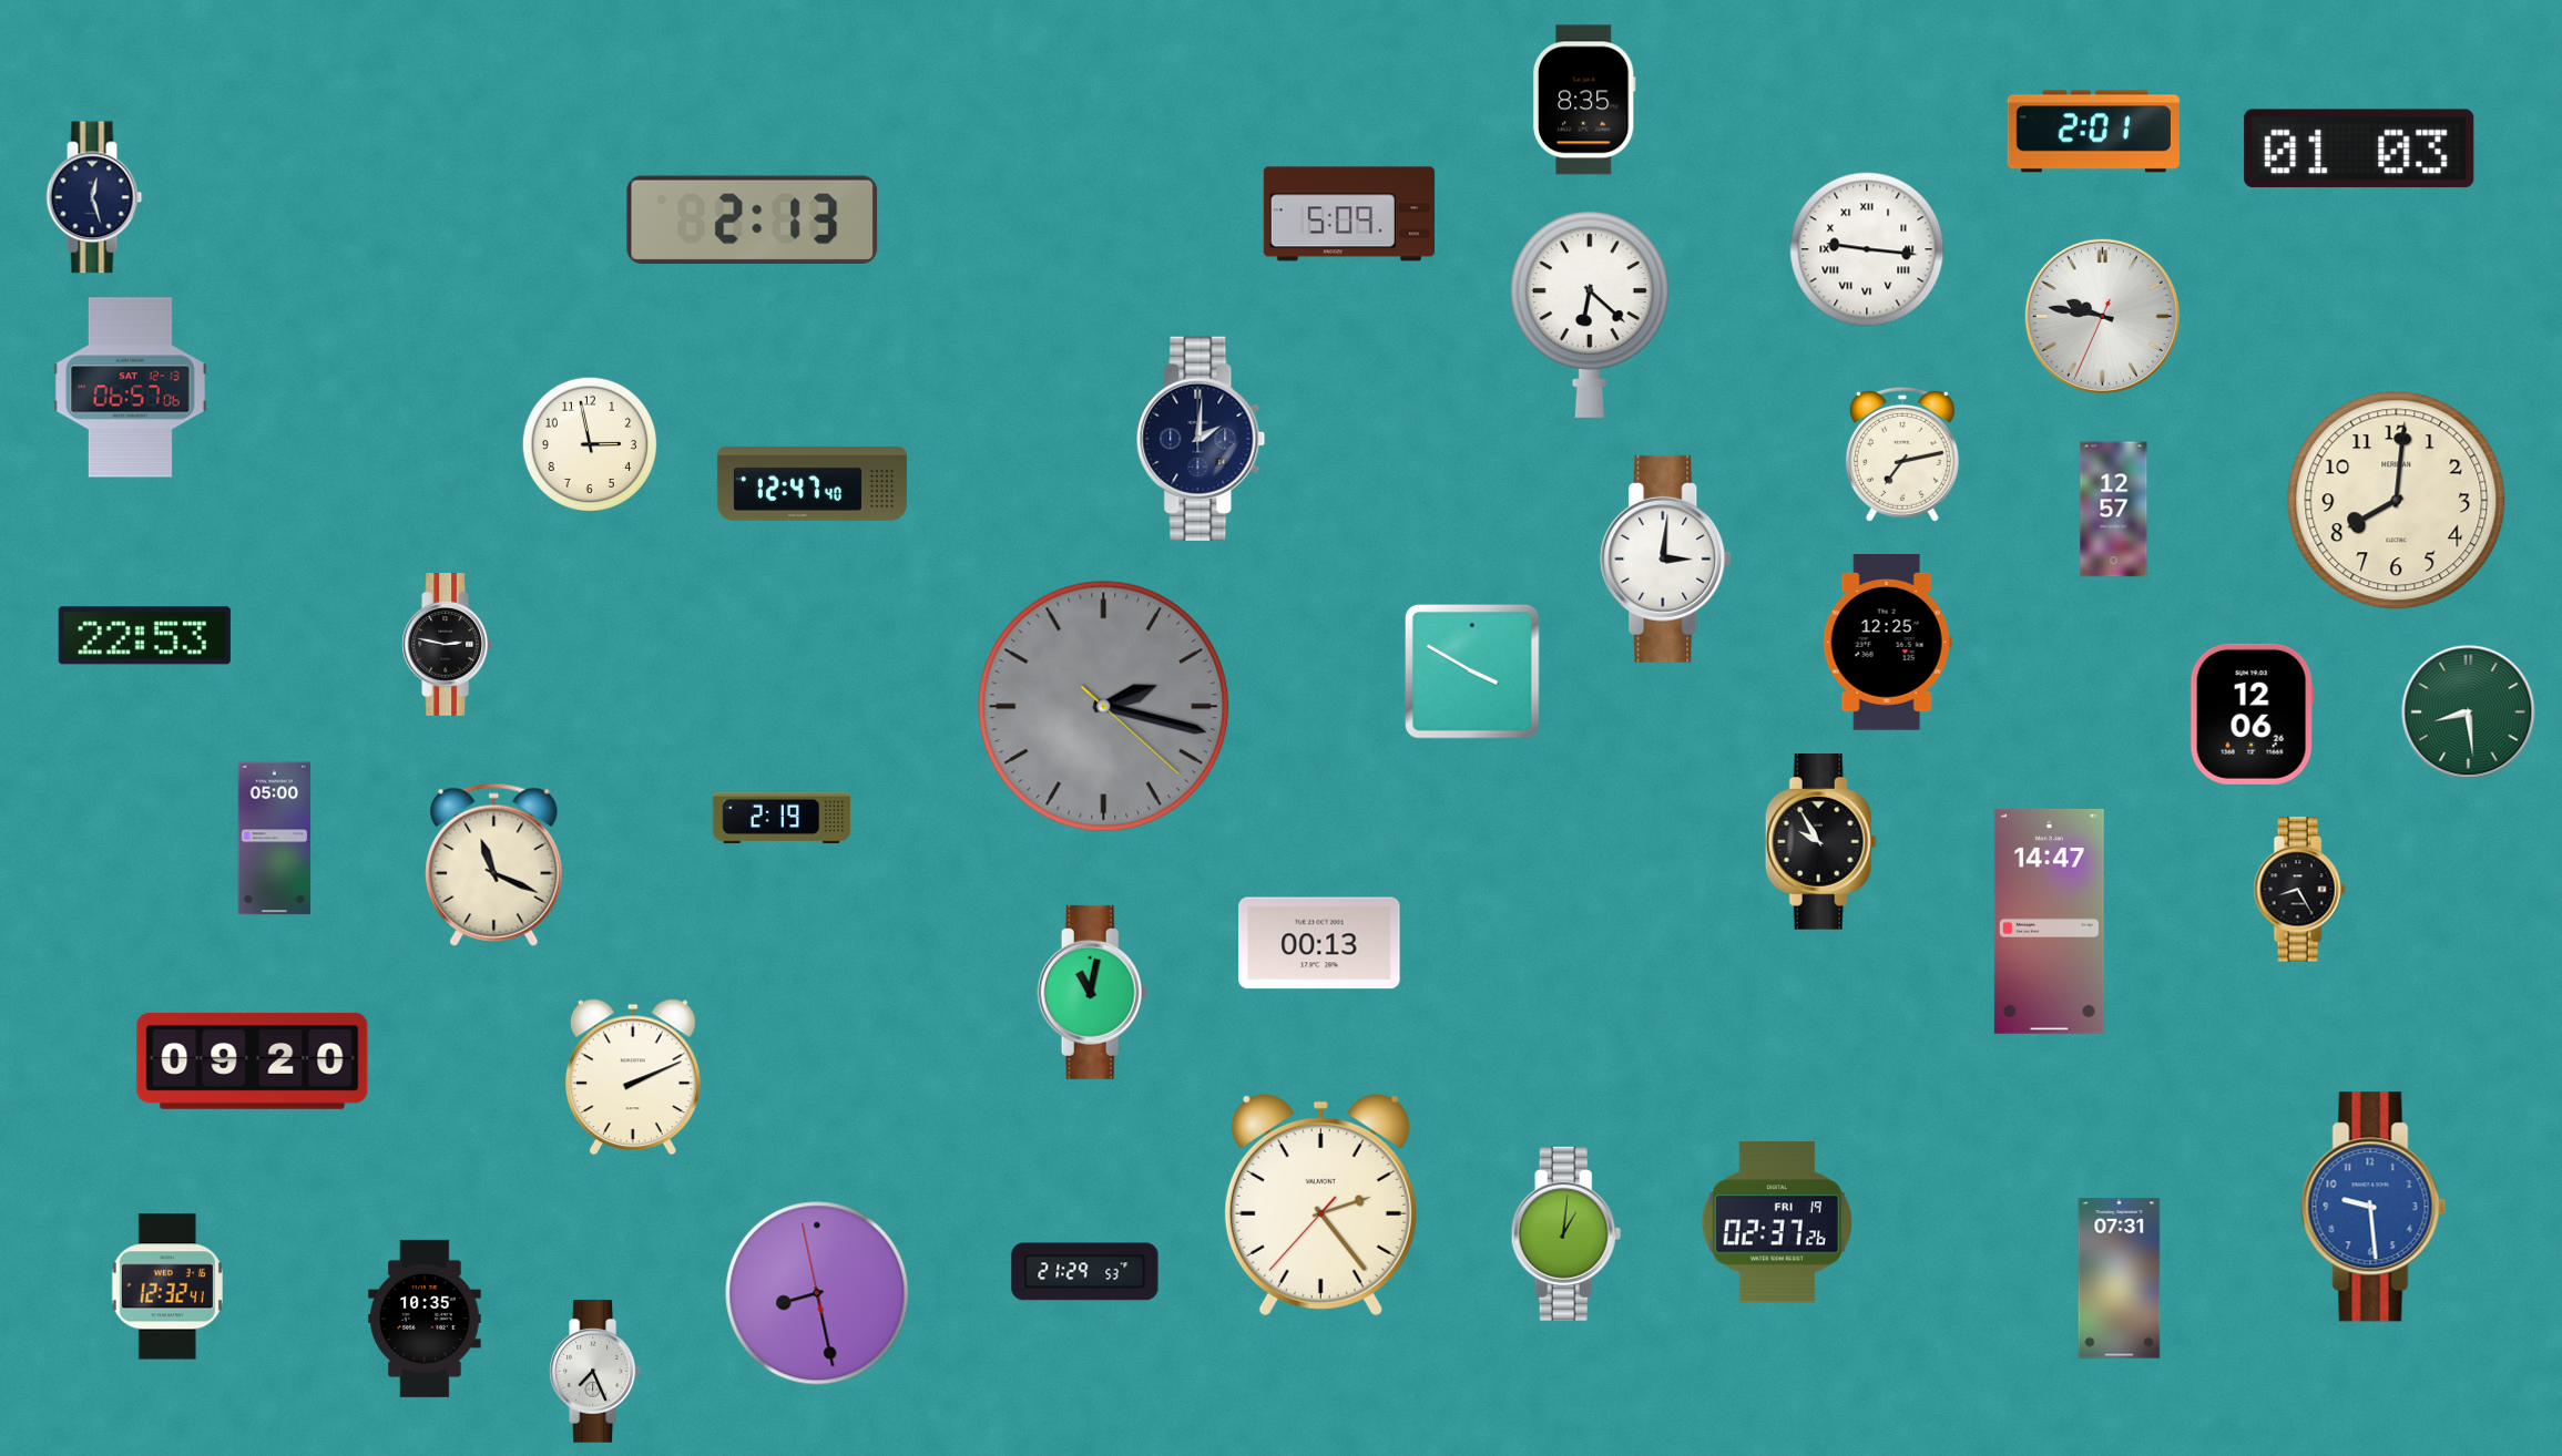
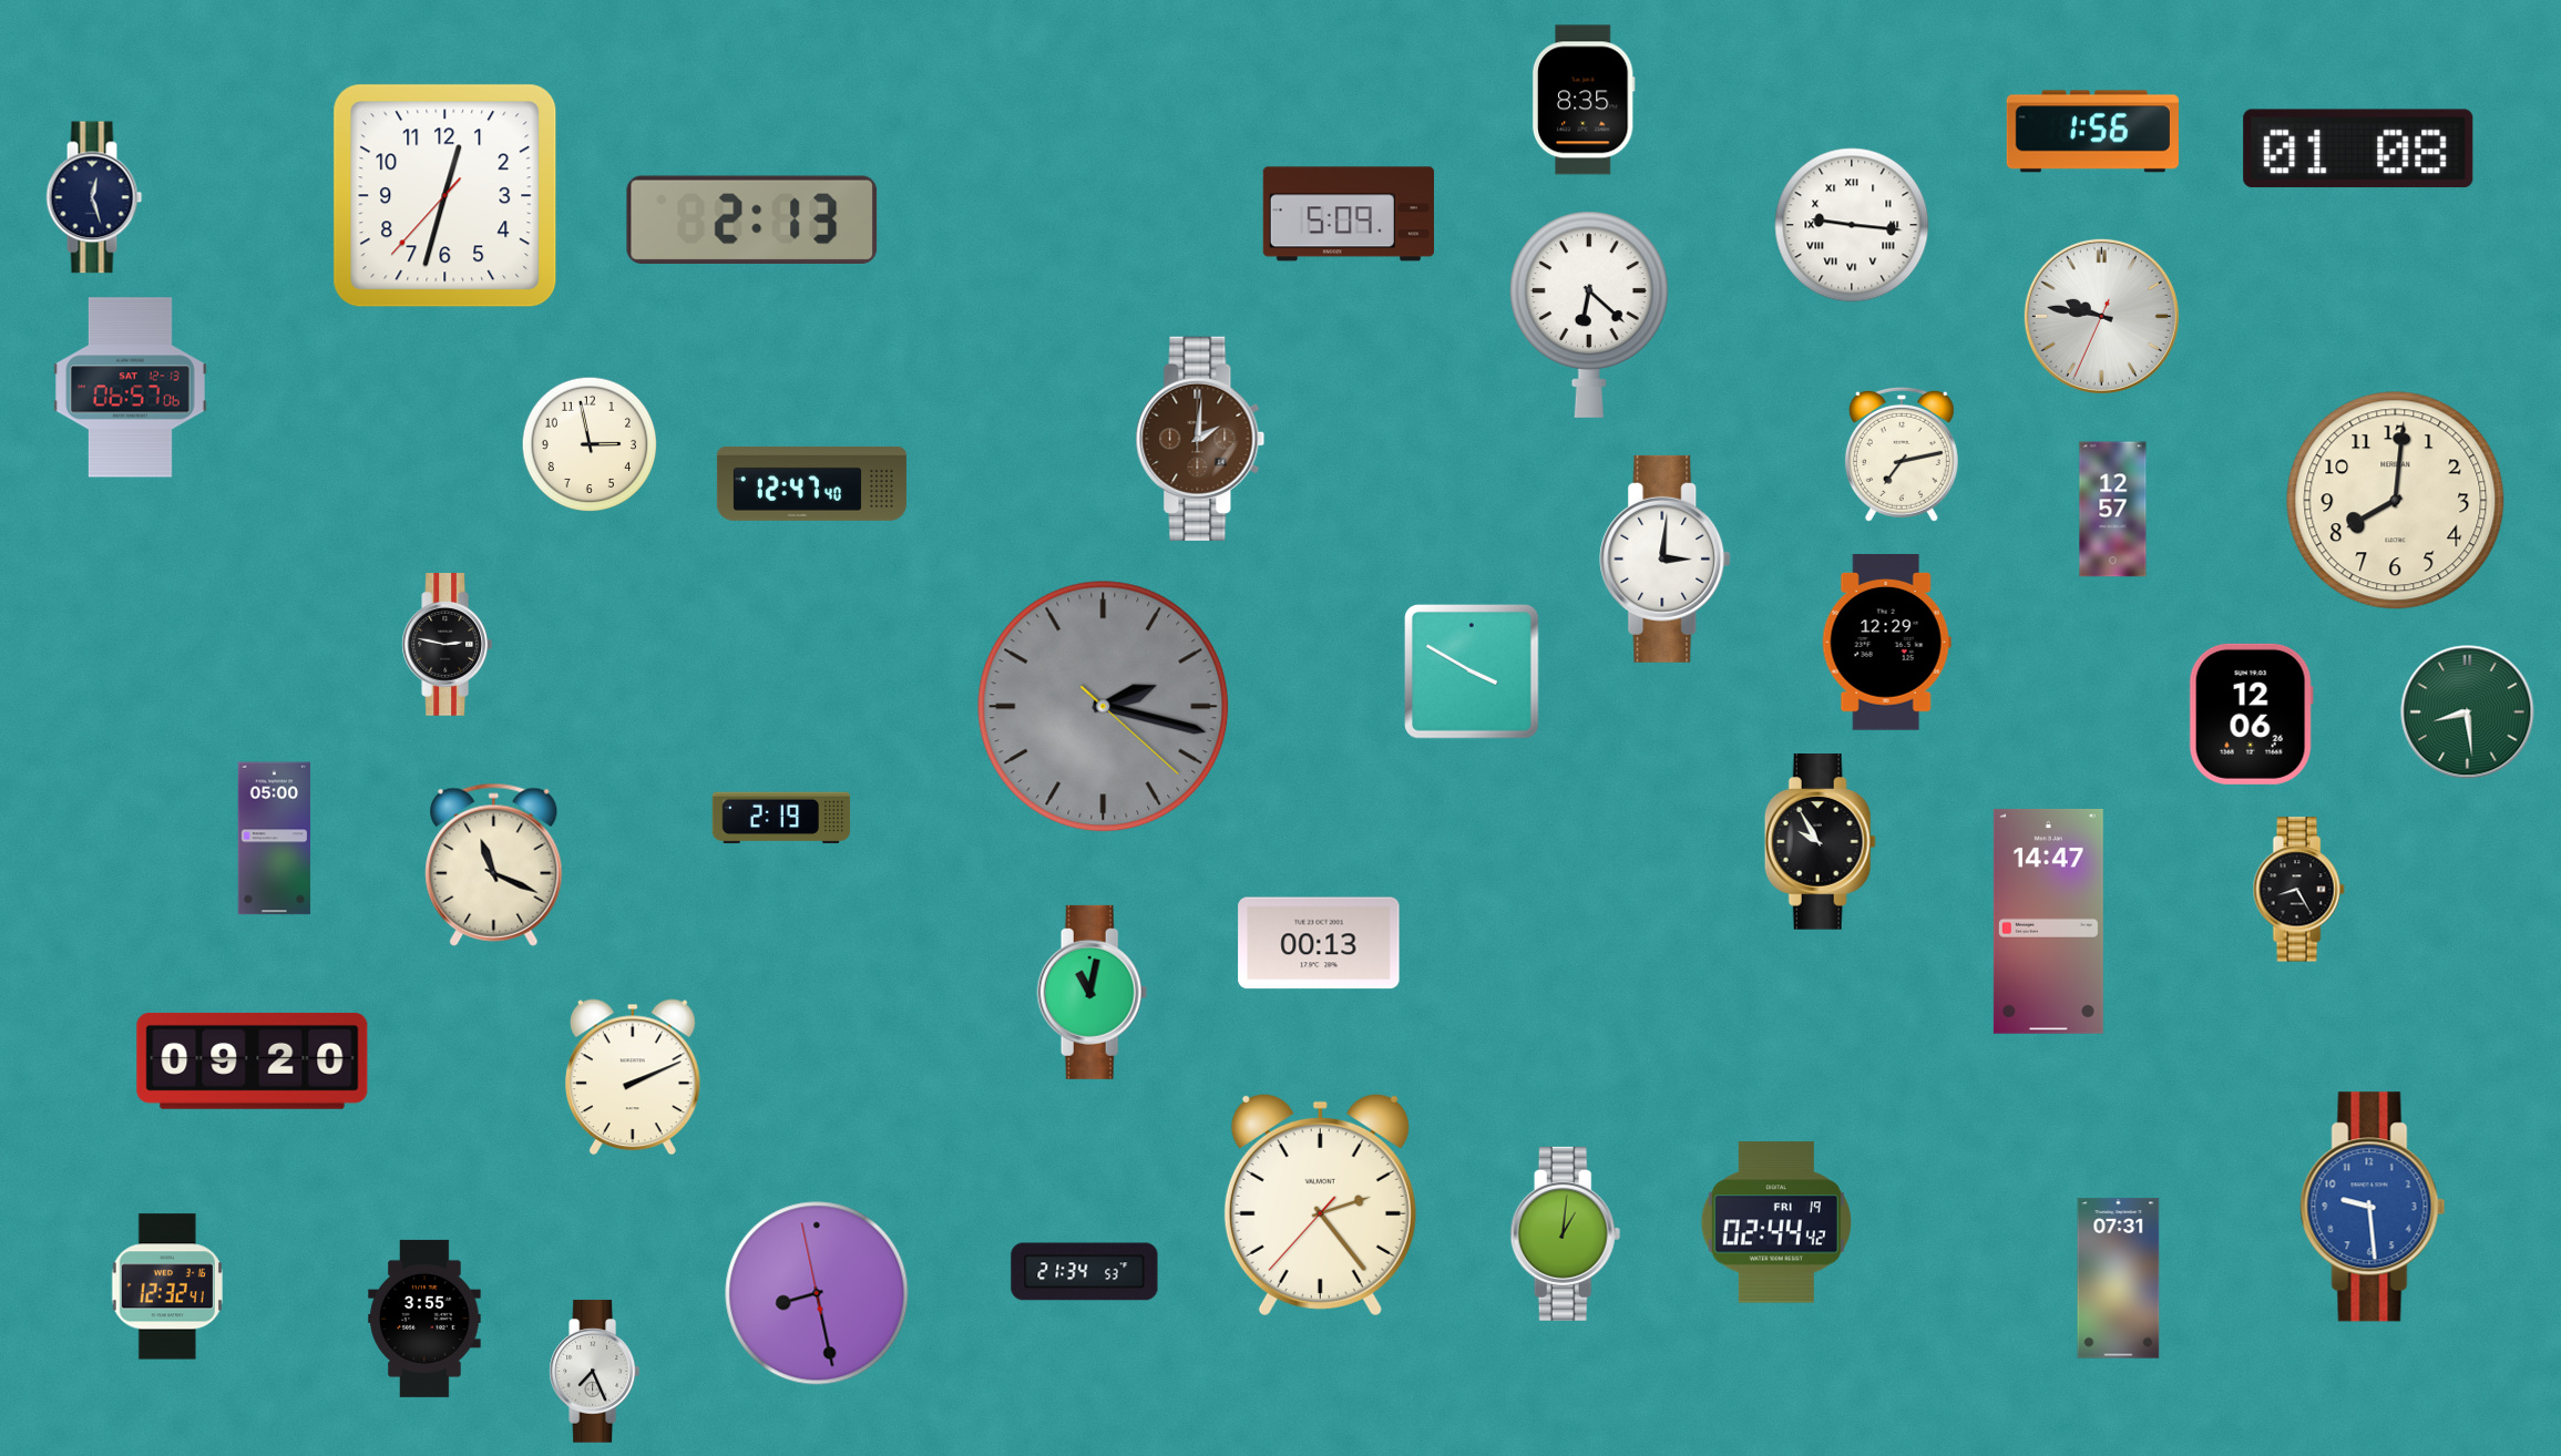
clock at (2093, 132): 2:01 -> 1:56
clock at (2359, 148): 01:03 -> 01:08
clock at (445, 196): none -> 12:32
clock at (1867, 249) position: (1867, 249) -> (1852, 225)
clock at (1201, 439) dial: navy -> brown
clock at (144, 636): 22:53 -> none
clock at (1887, 643): 12:25 -> 12:29
clock at (1777, 1222): 02:37 -> 02:44
clock at (1085, 1272): 21:29 -> 21:34
clock at (425, 1319): 10:35 -> 3:55
